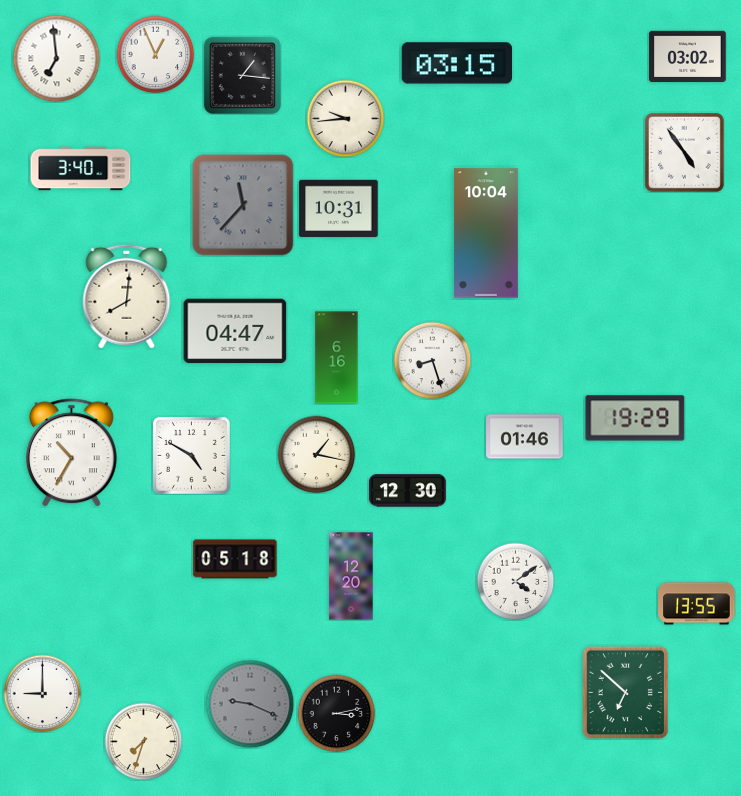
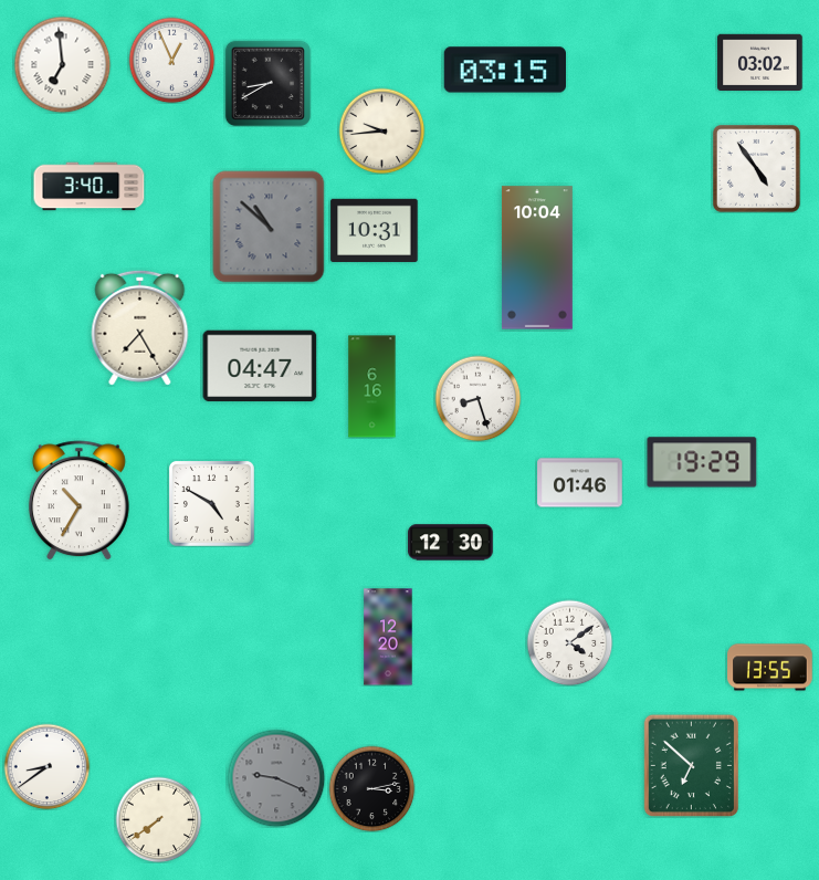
clock at (242, 75): 1:16 -> 8:40
clock at (243, 205): 11:37 -> 10:52
clock at (127, 296): 8:01 -> 7:25
clock at (337, 358) position: (337, 358) -> (372, 387)
clock at (316, 454): 1:17 -> none
clock at (235, 559): 05:18 -> none
clock at (42, 693): 9:00 -> 8:39
clock at (143, 741): 7:33 -> 7:39
